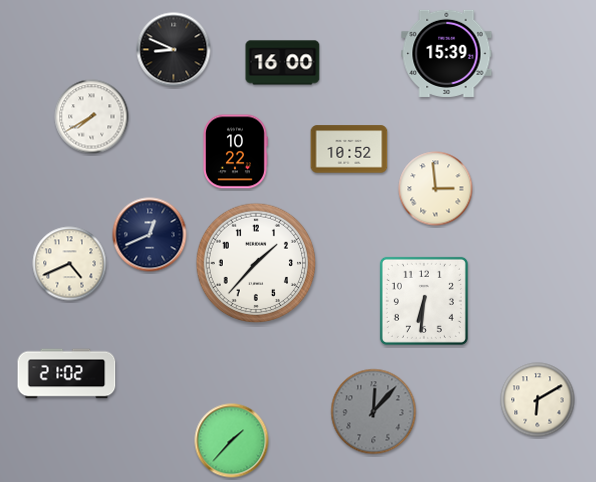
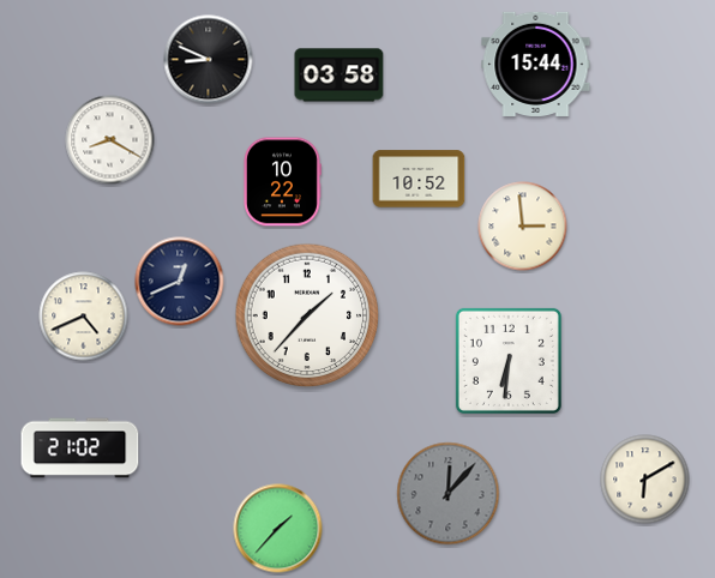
clock at (447, 53): 15:39 -> 15:44
clock at (283, 63): 16:00 -> 03:58
clock at (92, 117): 7:40 -> 8:20
